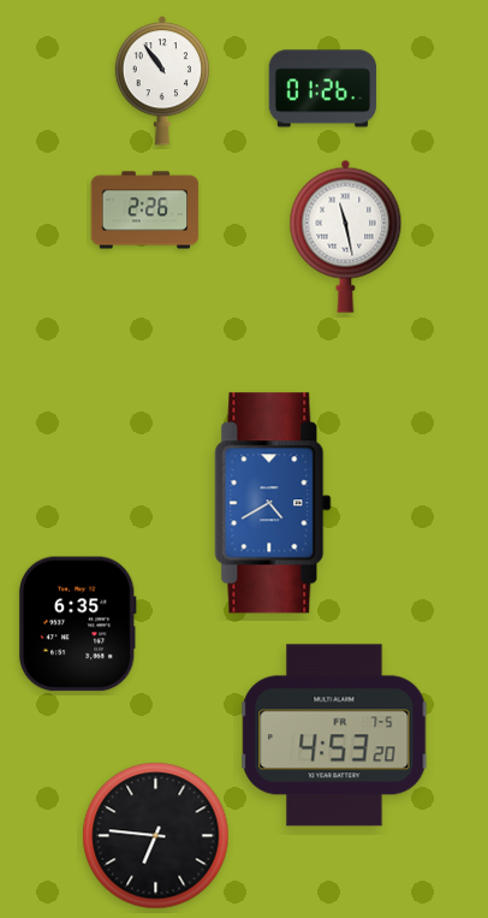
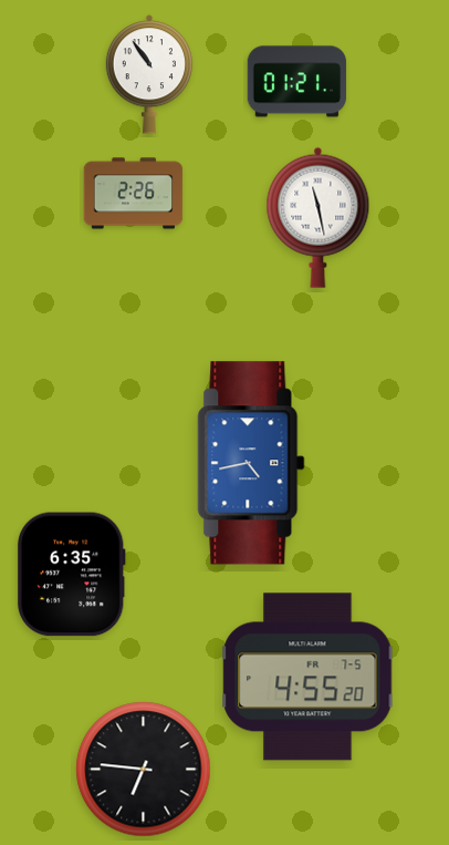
clock at (323, 89): 01:26 -> 01:21
clock at (273, 503): 4:40 -> 4:43
clock at (334, 735): 4:53 -> 4:55
